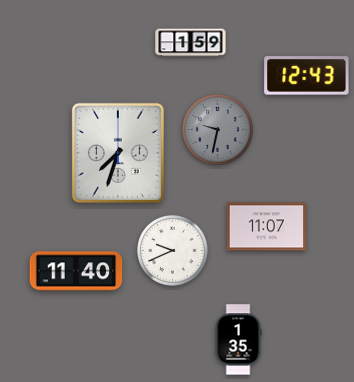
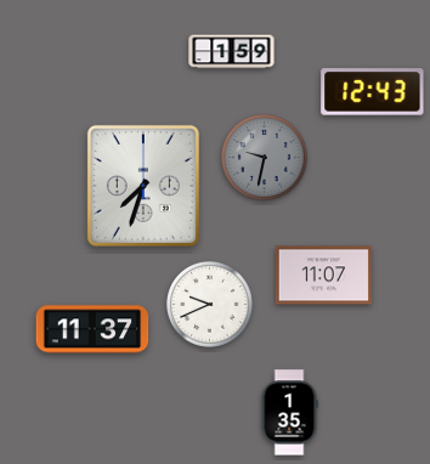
clock at (76, 271): 11:40 -> 11:37
